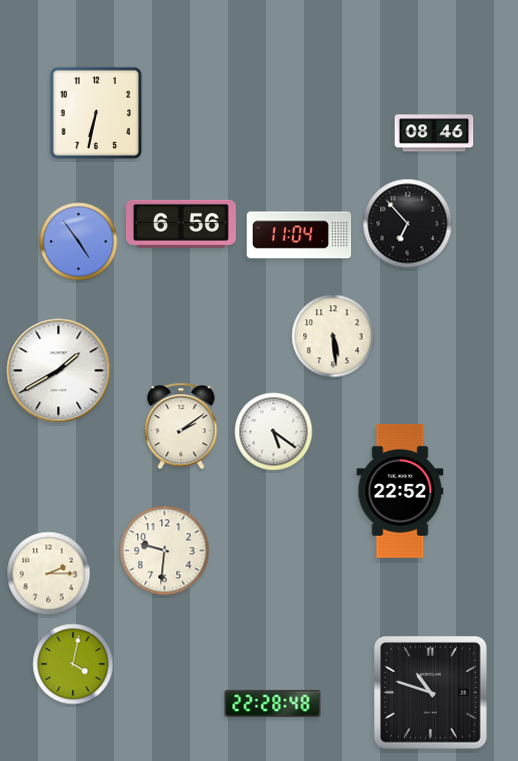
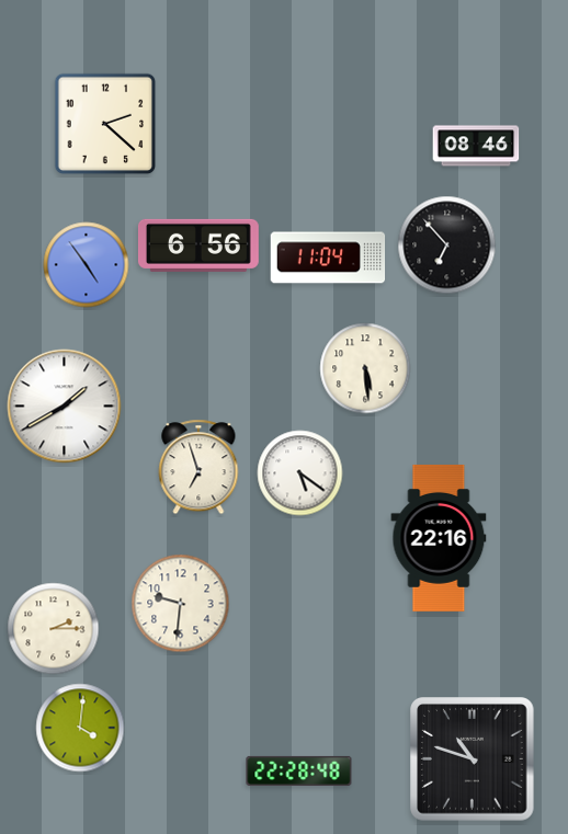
clock at (96, 113): 6:32 -> 2:22
clock at (181, 426): 2:09 -> 6:57
clock at (400, 491): 22:52 -> 22:16
clock at (73, 664): 4:02 -> 4:01
